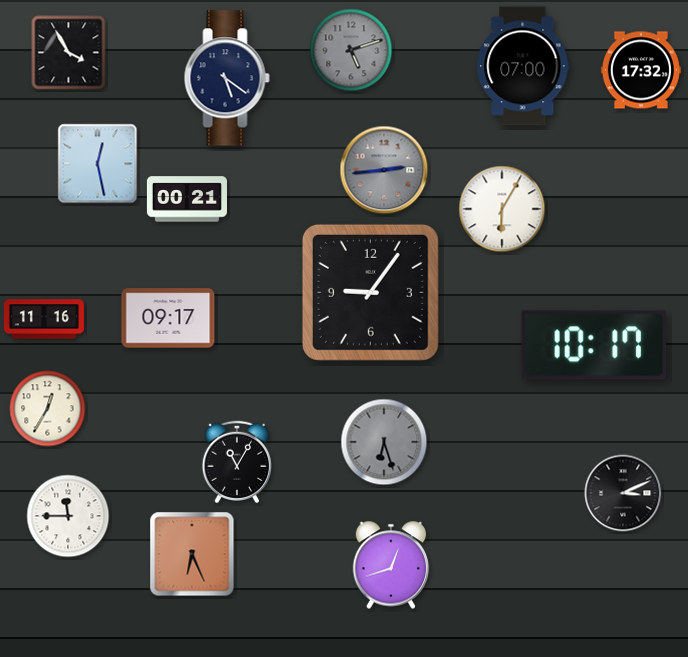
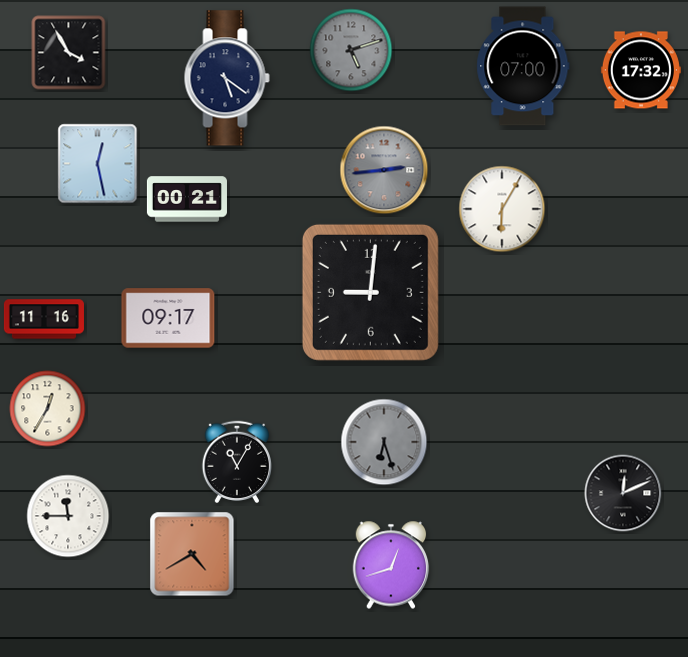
clock at (370, 292): 9:06 -> 9:01
clock at (594, 345): 10:17 -> none
clock at (623, 493): 3:11 -> 12:11
clock at (192, 554): 6:26 -> 4:40
